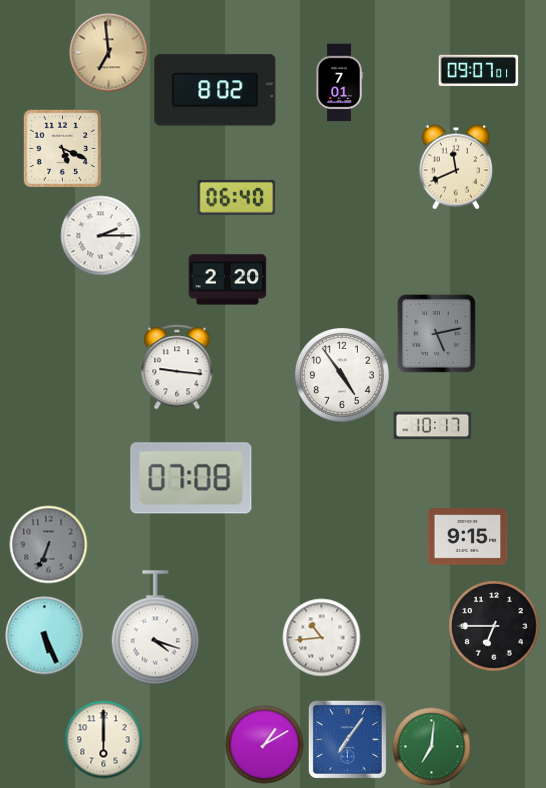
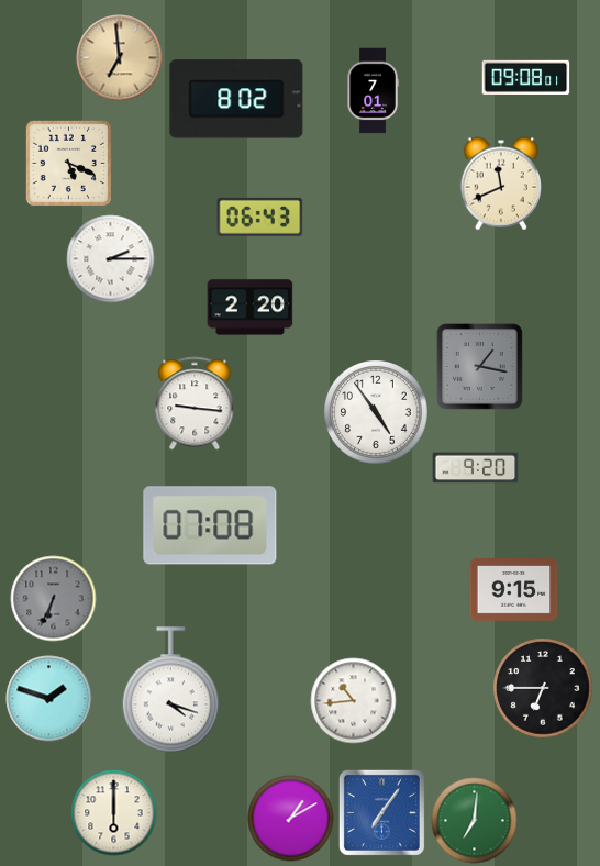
clock at (478, 70): 09:07 -> 09:08
clock at (236, 197): 06:40 -> 06:43
clock at (436, 333): 5:13 -> 1:17
clock at (432, 426): 10:17 -> 9:20
clock at (44, 635): 5:26 -> 1:48
